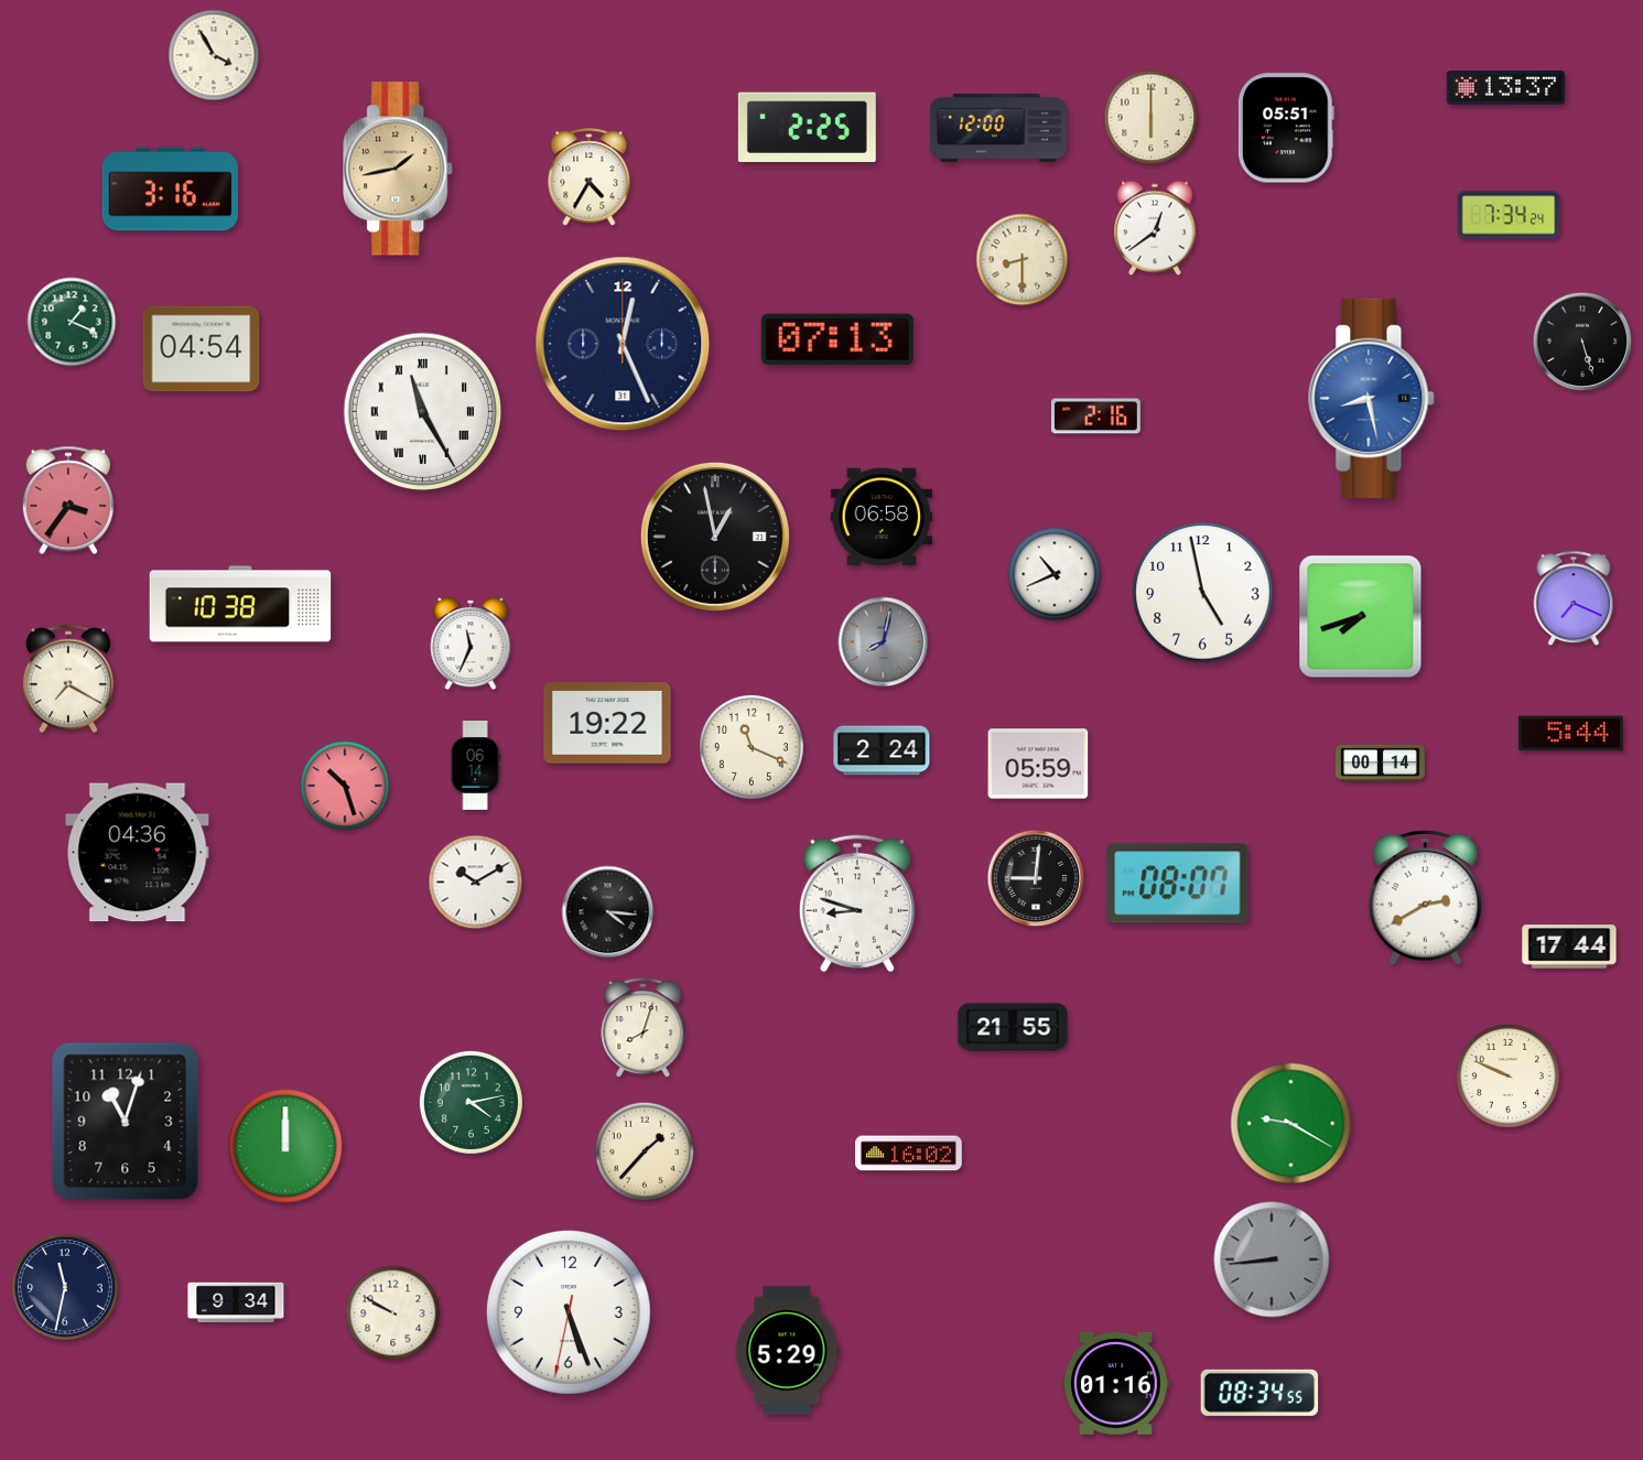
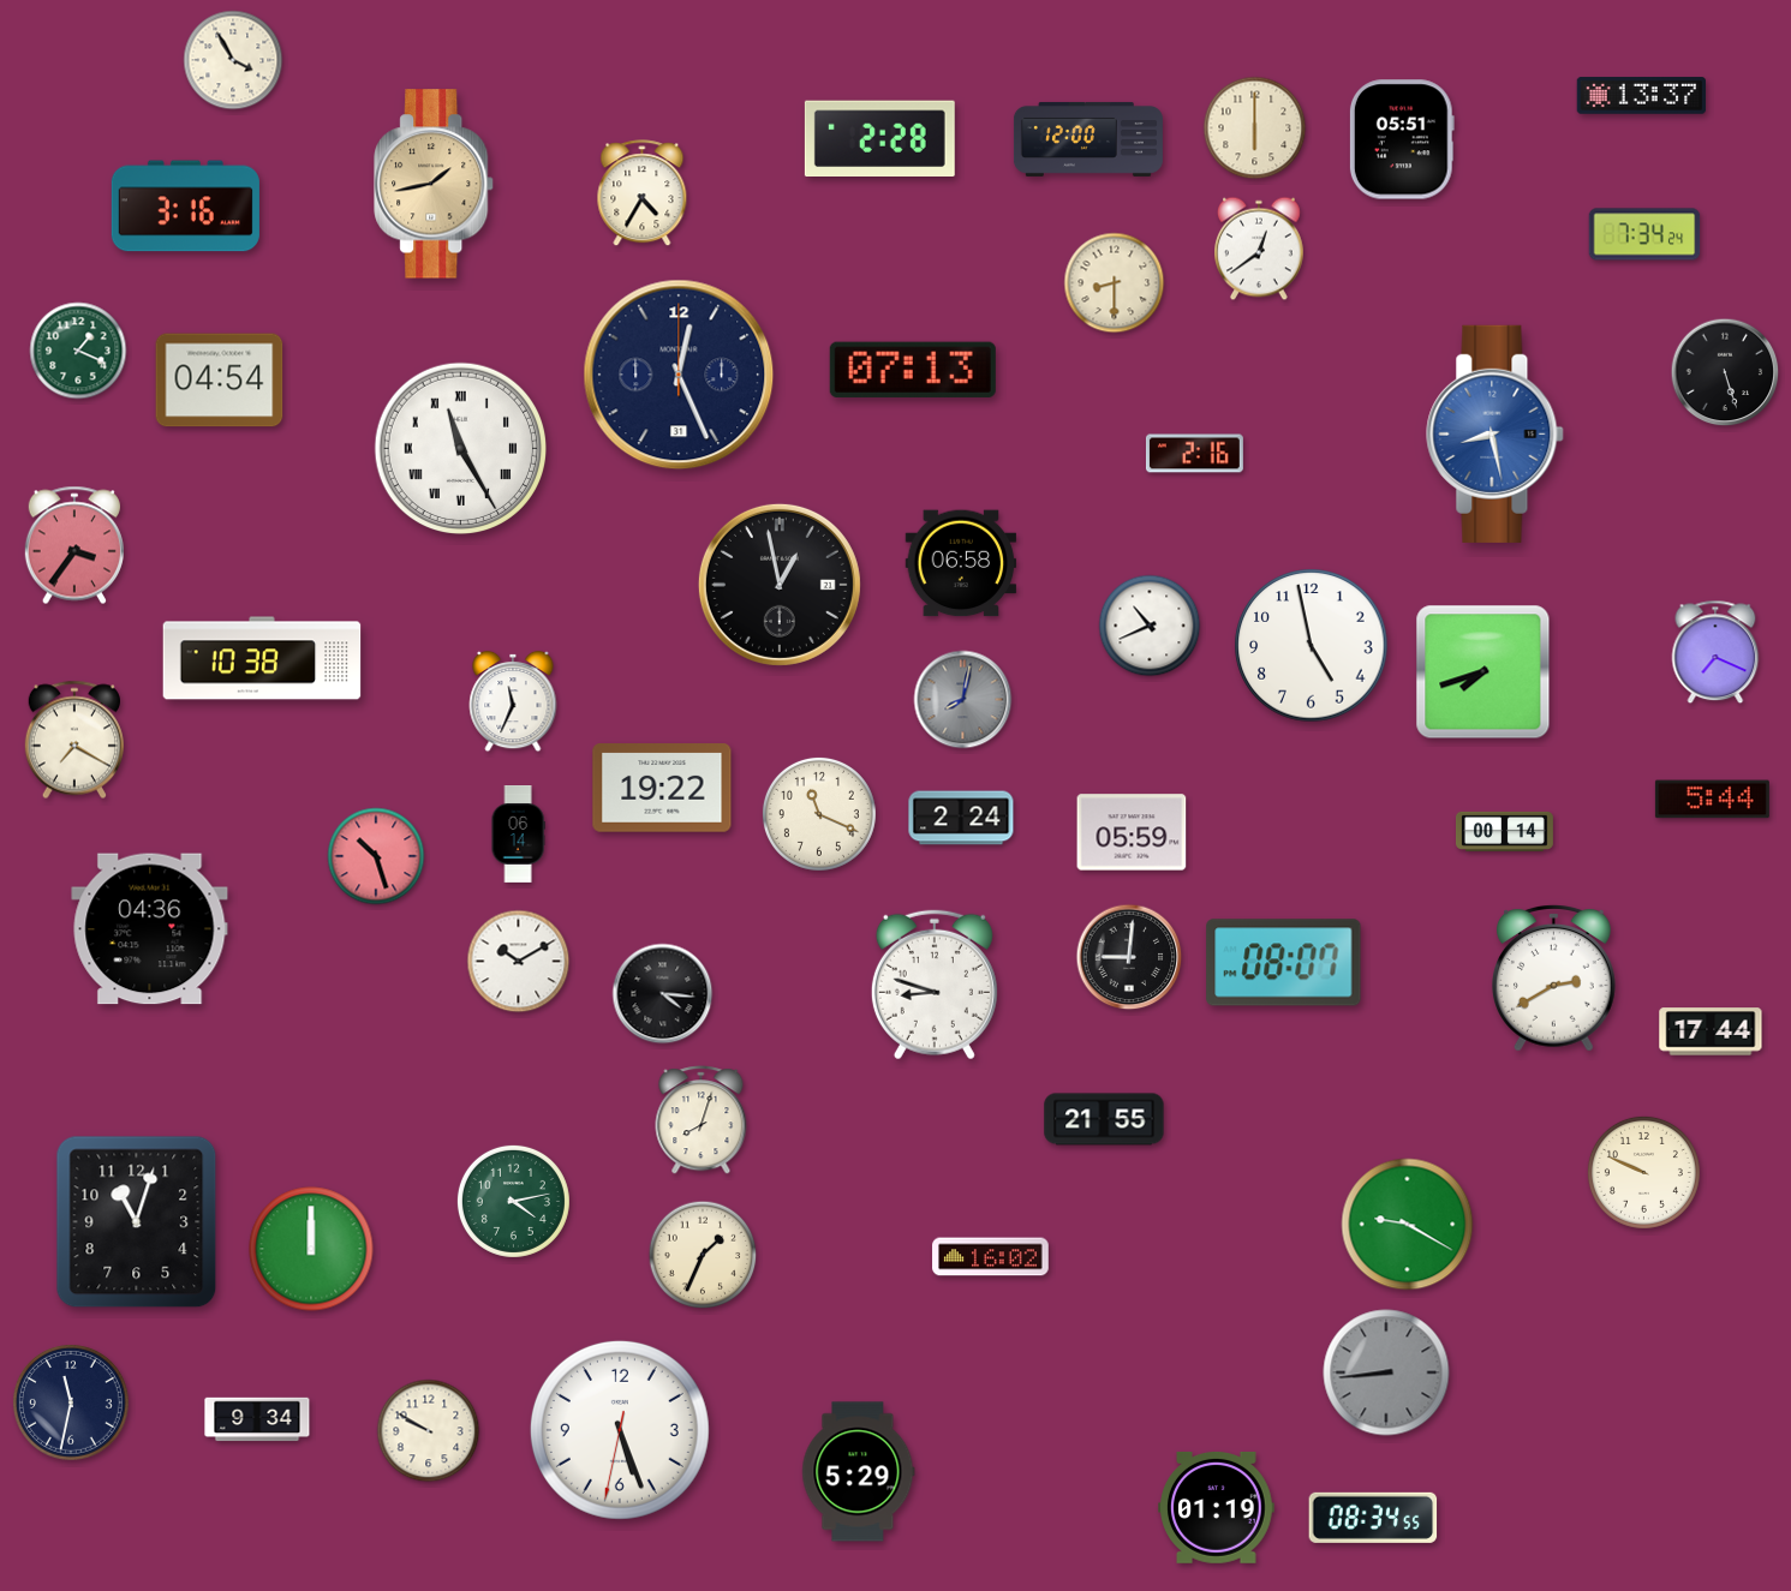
clock at (807, 127): 2:25 -> 2:28
clock at (645, 1151): 1:37 -> 1:34
clock at (1116, 1384): 01:16 -> 01:19
